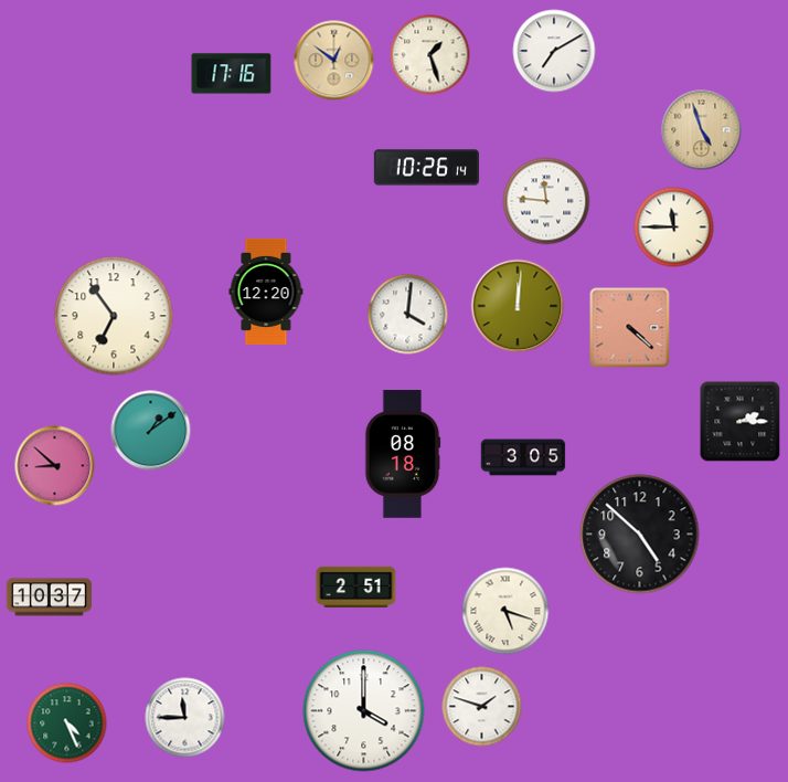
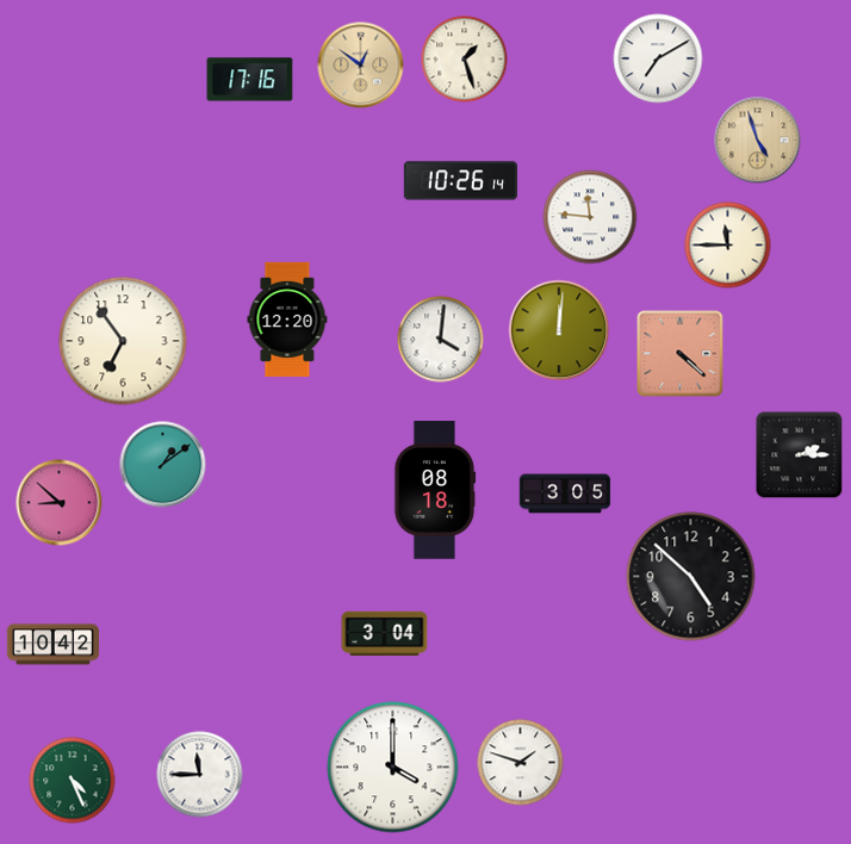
clock at (554, 51) position: (554, 51) -> (658, 58)
clock at (266, 292) position: (266, 292) -> (287, 319)
clock at (356, 588): 2:51 -> 3:04
clock at (49, 598): 10:37 -> 10:42
clock at (505, 611): 5:18 -> none
